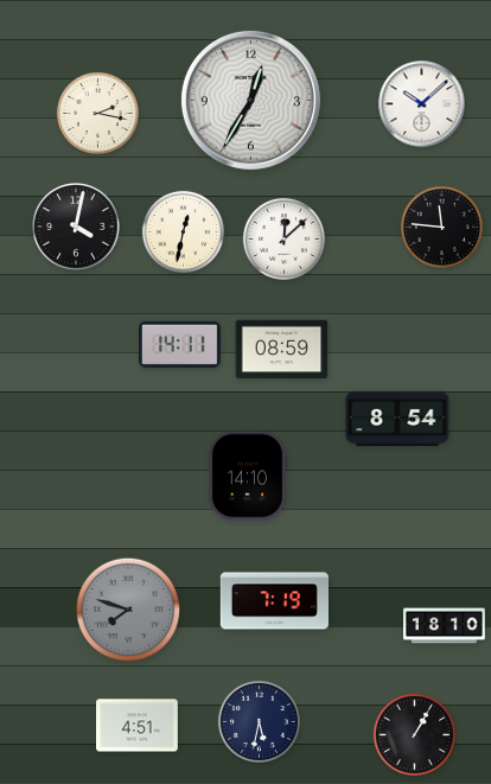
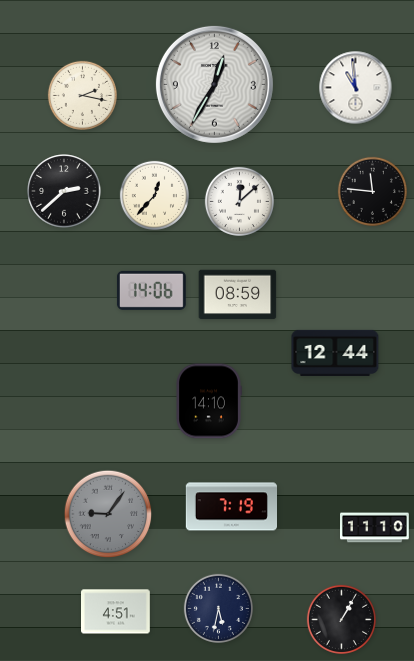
clock at (250, 100) position: (250, 100) -> (214, 84)
clock at (422, 104): 10:08 -> 10:59
clock at (76, 227): 4:02 -> 2:38
clock at (183, 231): 12:32 -> 12:37
clock at (179, 344): 14:11 -> 14:06
clock at (397, 419): 8:54 -> 12:44
clock at (128, 610): 7:48 -> 9:06
clock at (445, 626): 18:10 -> 11:10
clock at (414, 734) position: (414, 734) -> (341, 619)
